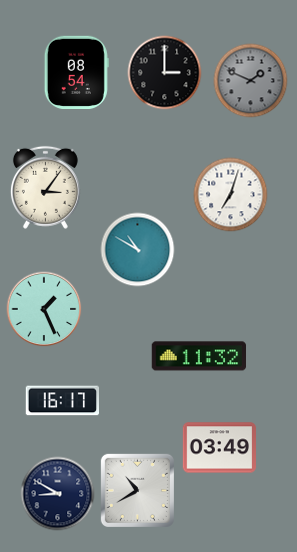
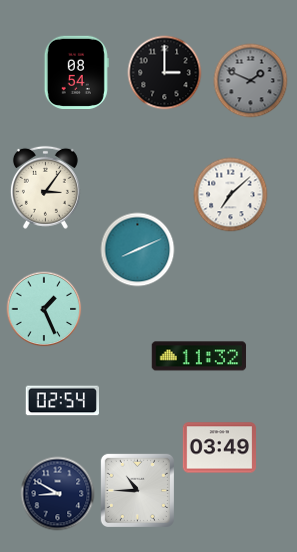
clock at (231, 195): 7:03 -> 7:08
clock at (138, 250): 10:50 -> 8:11
clock at (62, 401): 16:17 -> 02:54
clock at (137, 490): 10:40 -> 10:45
